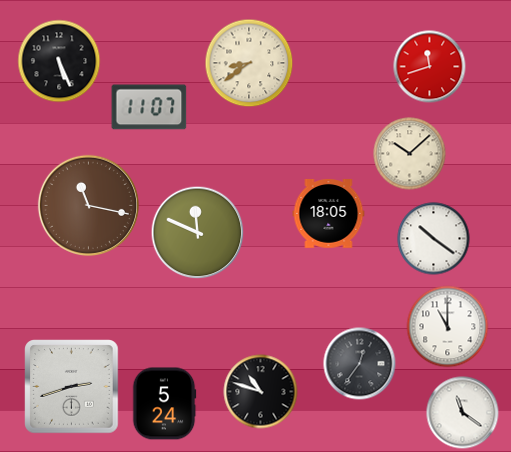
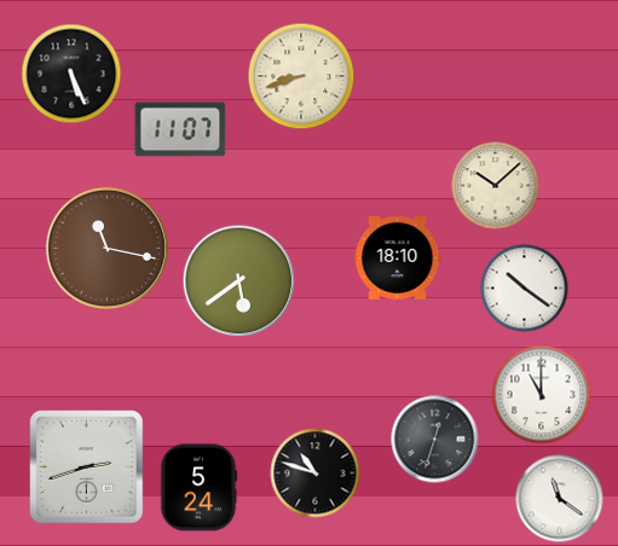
clock at (249, 63): 8:39 -> 8:42
clock at (430, 67): 11:42 -> none
clock at (329, 214): 18:05 -> 18:10
clock at (198, 233): 11:49 -> 5:39
clock at (360, 364): 12:36 -> 12:33
